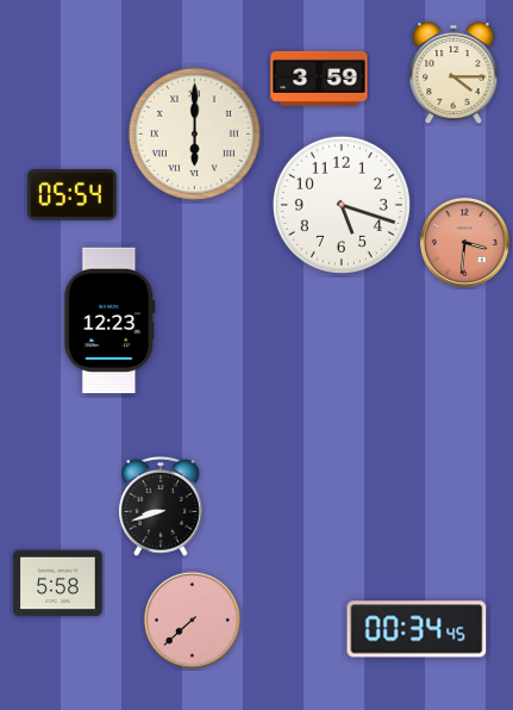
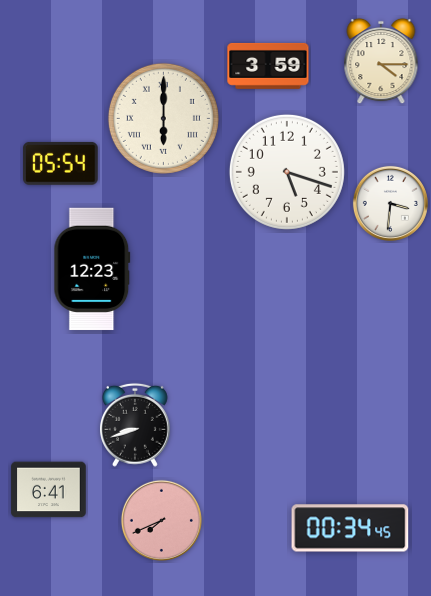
clock at (194, 133) position: (194, 133) -> (163, 118)
clock at (464, 242) dial: salmon -> white
clock at (58, 584): 5:58 -> 6:41
clock at (192, 619): 7:38 -> 7:41
